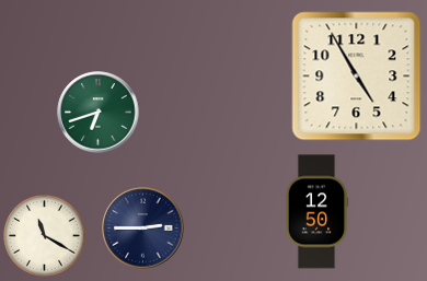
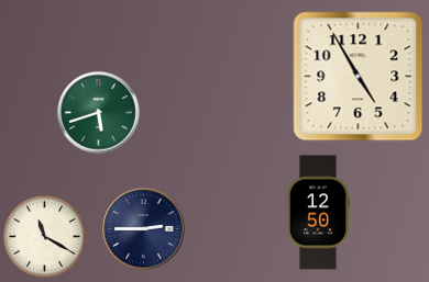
clock at (99, 113): 6:42 -> 5:42
